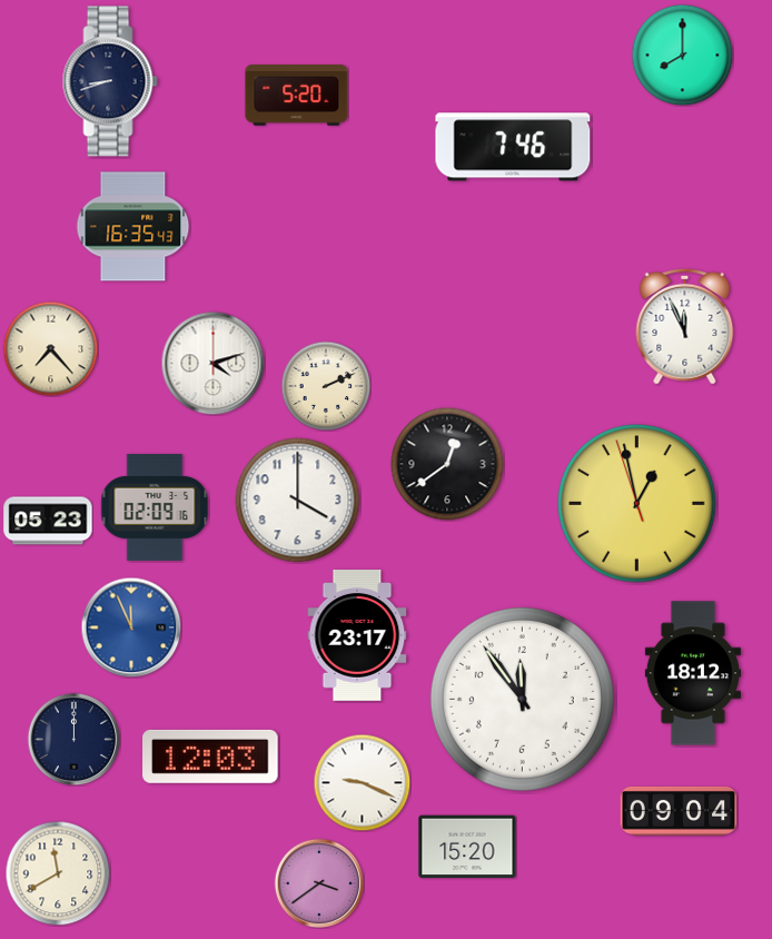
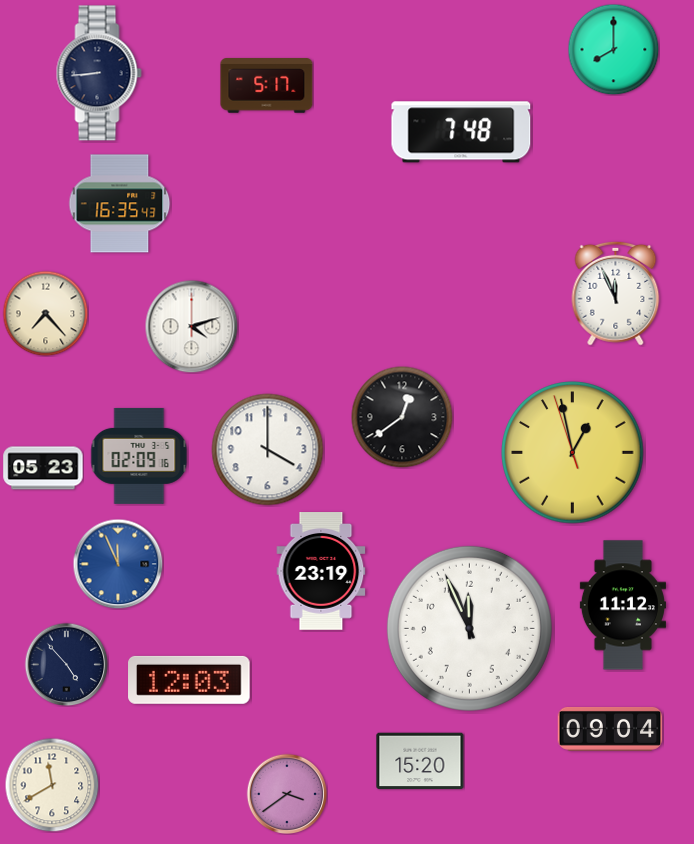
clock at (110, 81): 8:42 -> 8:44
clock at (297, 96): 5:20 -> 5:17
clock at (513, 147): 7:46 -> 7:48
clock at (326, 386): 2:11 -> none
clock at (357, 636): 23:17 -> 23:19
clock at (693, 673): 18:12 -> 11:12
clock at (522, 699): 11:54 -> 11:56
clock at (73, 739): 12:00 -> 4:53
clock at (362, 782): 9:19 -> none
